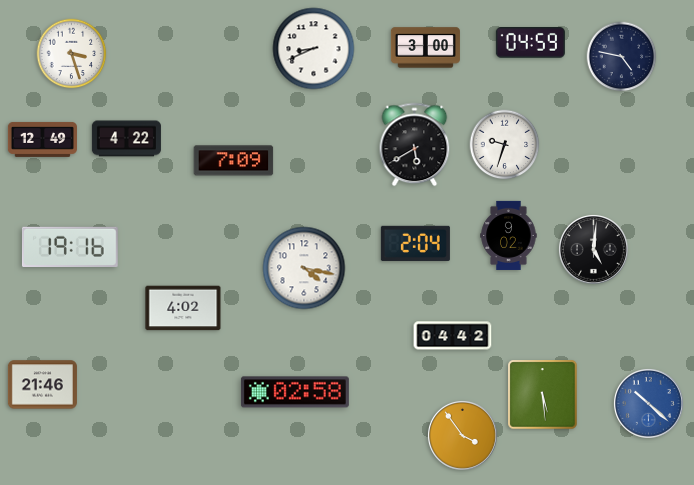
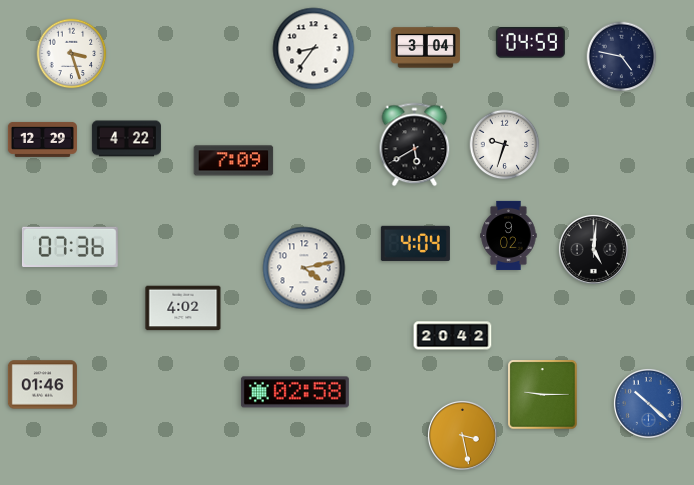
clock at (425, 48): 3:00 -> 3:04
clock at (314, 49): 8:41 -> 8:36
clock at (42, 139): 12:49 -> 12:29
clock at (415, 243): 2:04 -> 4:04
clock at (70, 246): 19:16 -> 07:36
clock at (304, 268): 4:17 -> 4:13
clock at (453, 336): 04:42 -> 20:42
clock at (42, 385): 21:46 -> 01:46
clock at (543, 395): 5:29 -> 9:15
clock at (462, 435): 3:54 -> 3:28
